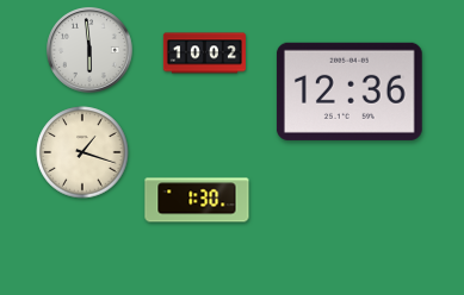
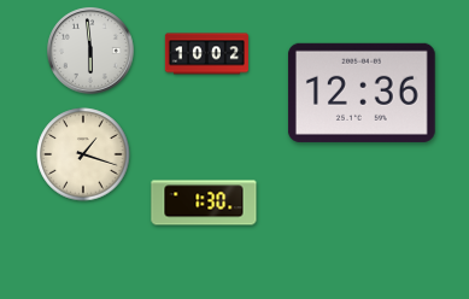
clock at (349, 92) position: (349, 92) -> (362, 93)
clock at (197, 200) position: (197, 200) -> (204, 203)
